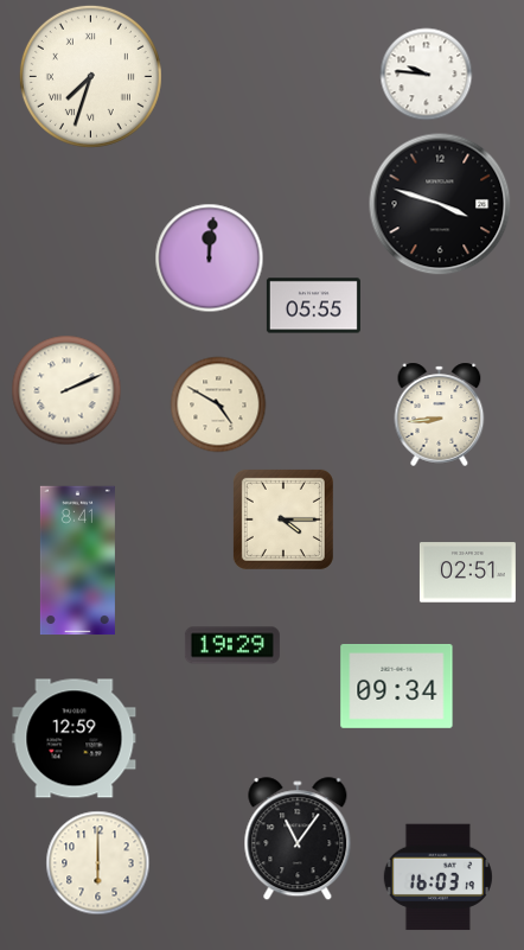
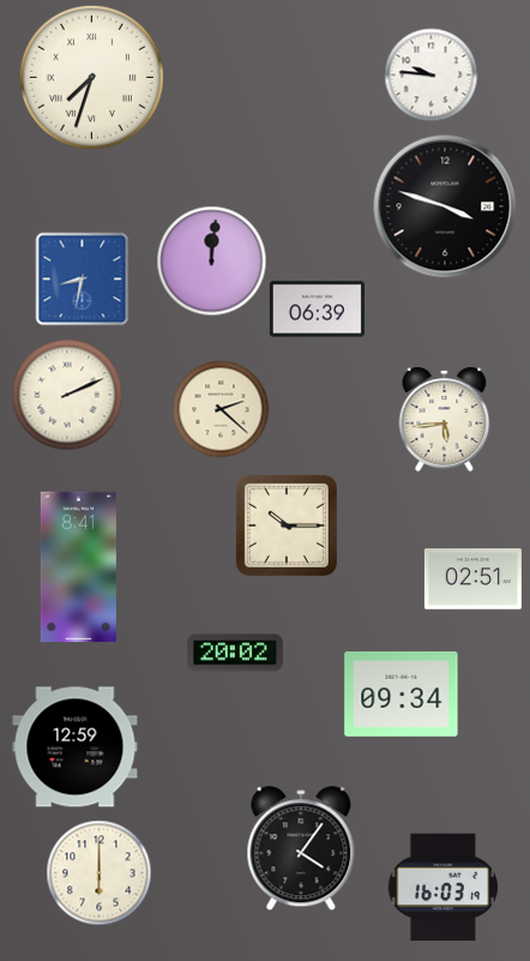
clock at (82, 278): none -> 8:32
clock at (313, 306): 05:55 -> 06:39
clock at (218, 404): 4:50 -> 2:22
clock at (440, 414): 8:44 -> 5:44
clock at (283, 519): 4:15 -> 10:15
clock at (232, 645): 19:29 -> 20:02
clock at (298, 839): 11:06 -> 4:06
